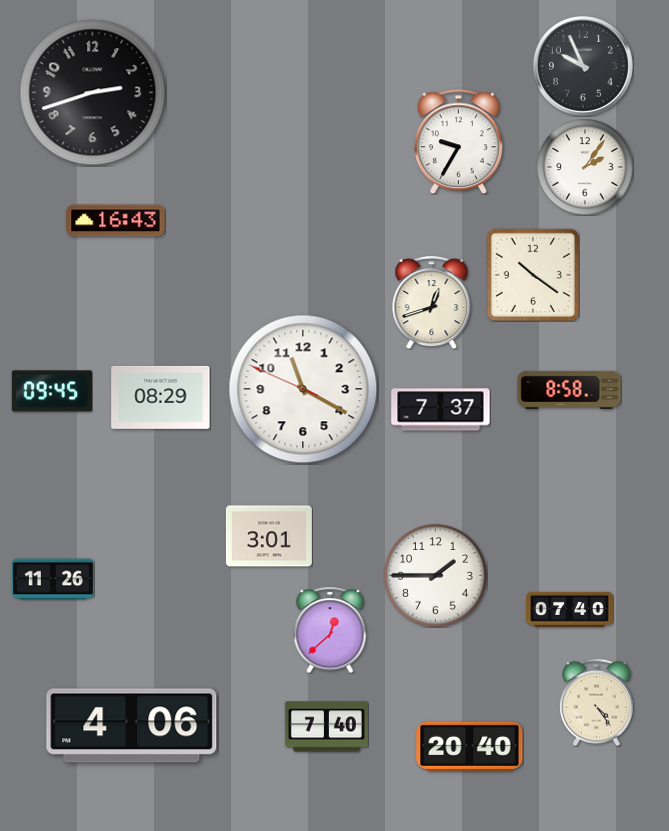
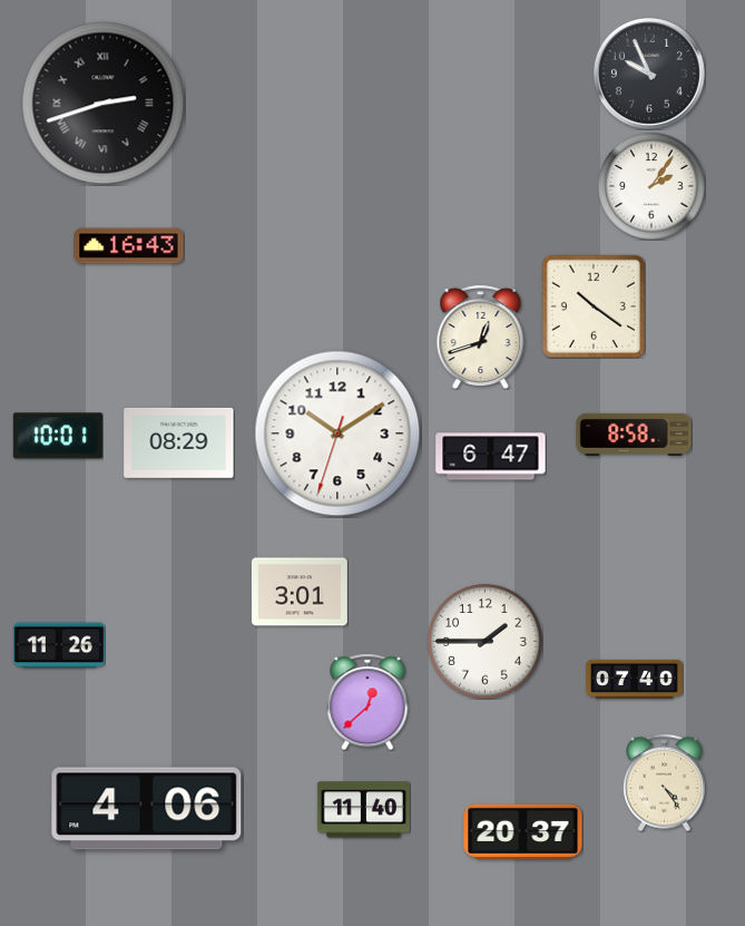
clock at (93, 93) numerals: Arabic -> Roman
clock at (458, 141): 9:35 -> none
clock at (303, 389): 11:19 -> 10:09
clock at (52, 391): 09:45 -> 10:01
clock at (441, 410): 7:37 -> 6:47
clock at (269, 536) position: (269, 536) -> (300, 592)
clock at (326, 727): 7:40 -> 11:40
clock at (470, 746): 20:40 -> 20:37
